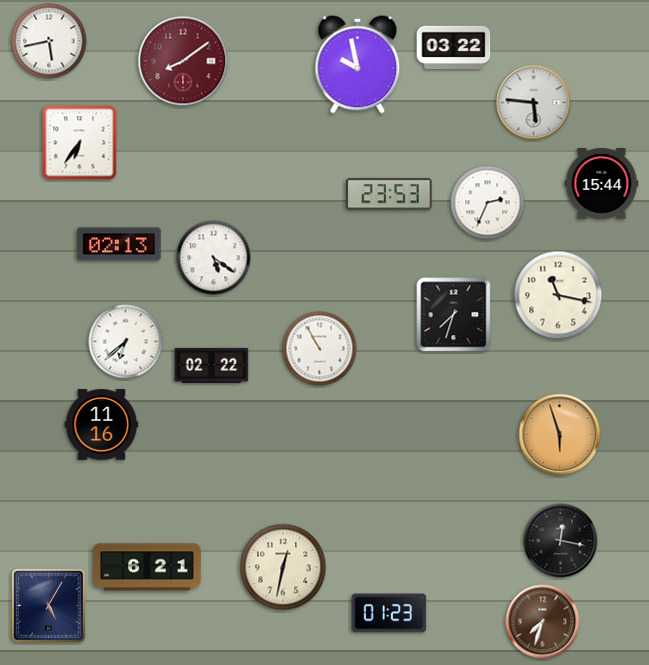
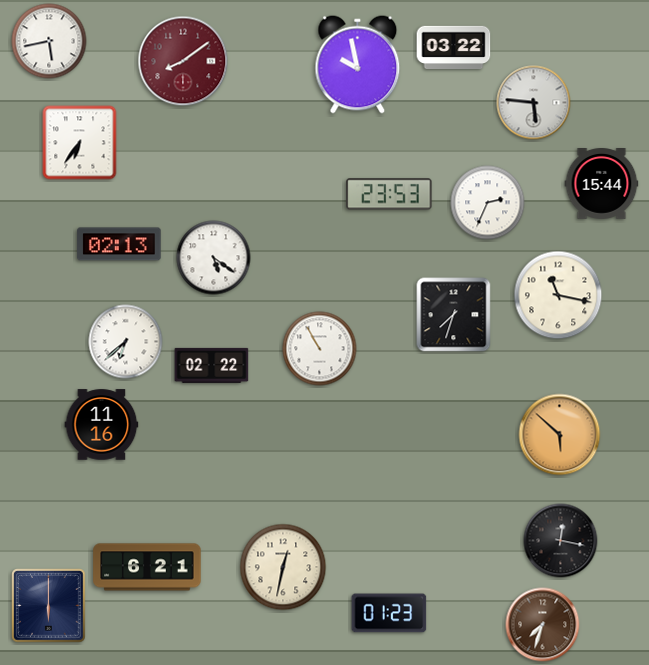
clock at (560, 435): 5:57 -> 5:52
clock at (49, 606): 5:05 -> 6:00
clock at (543, 622) position: (543, 622) -> (543, 625)
